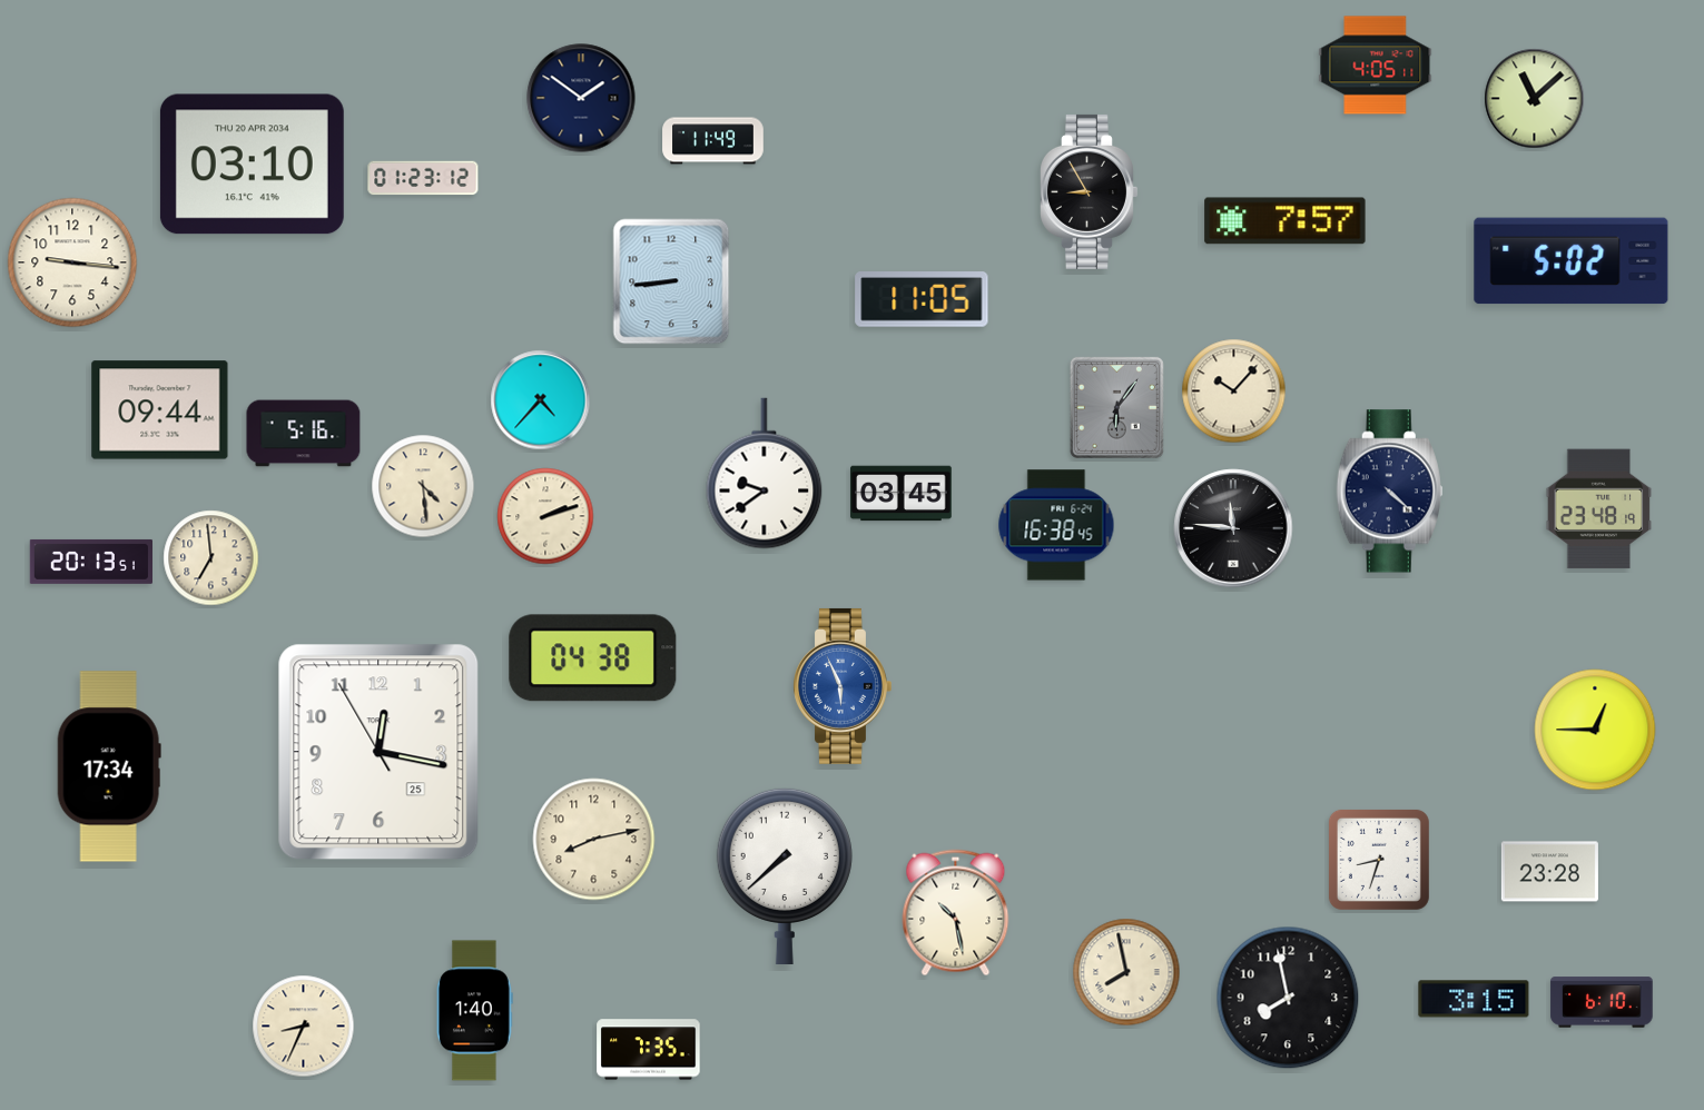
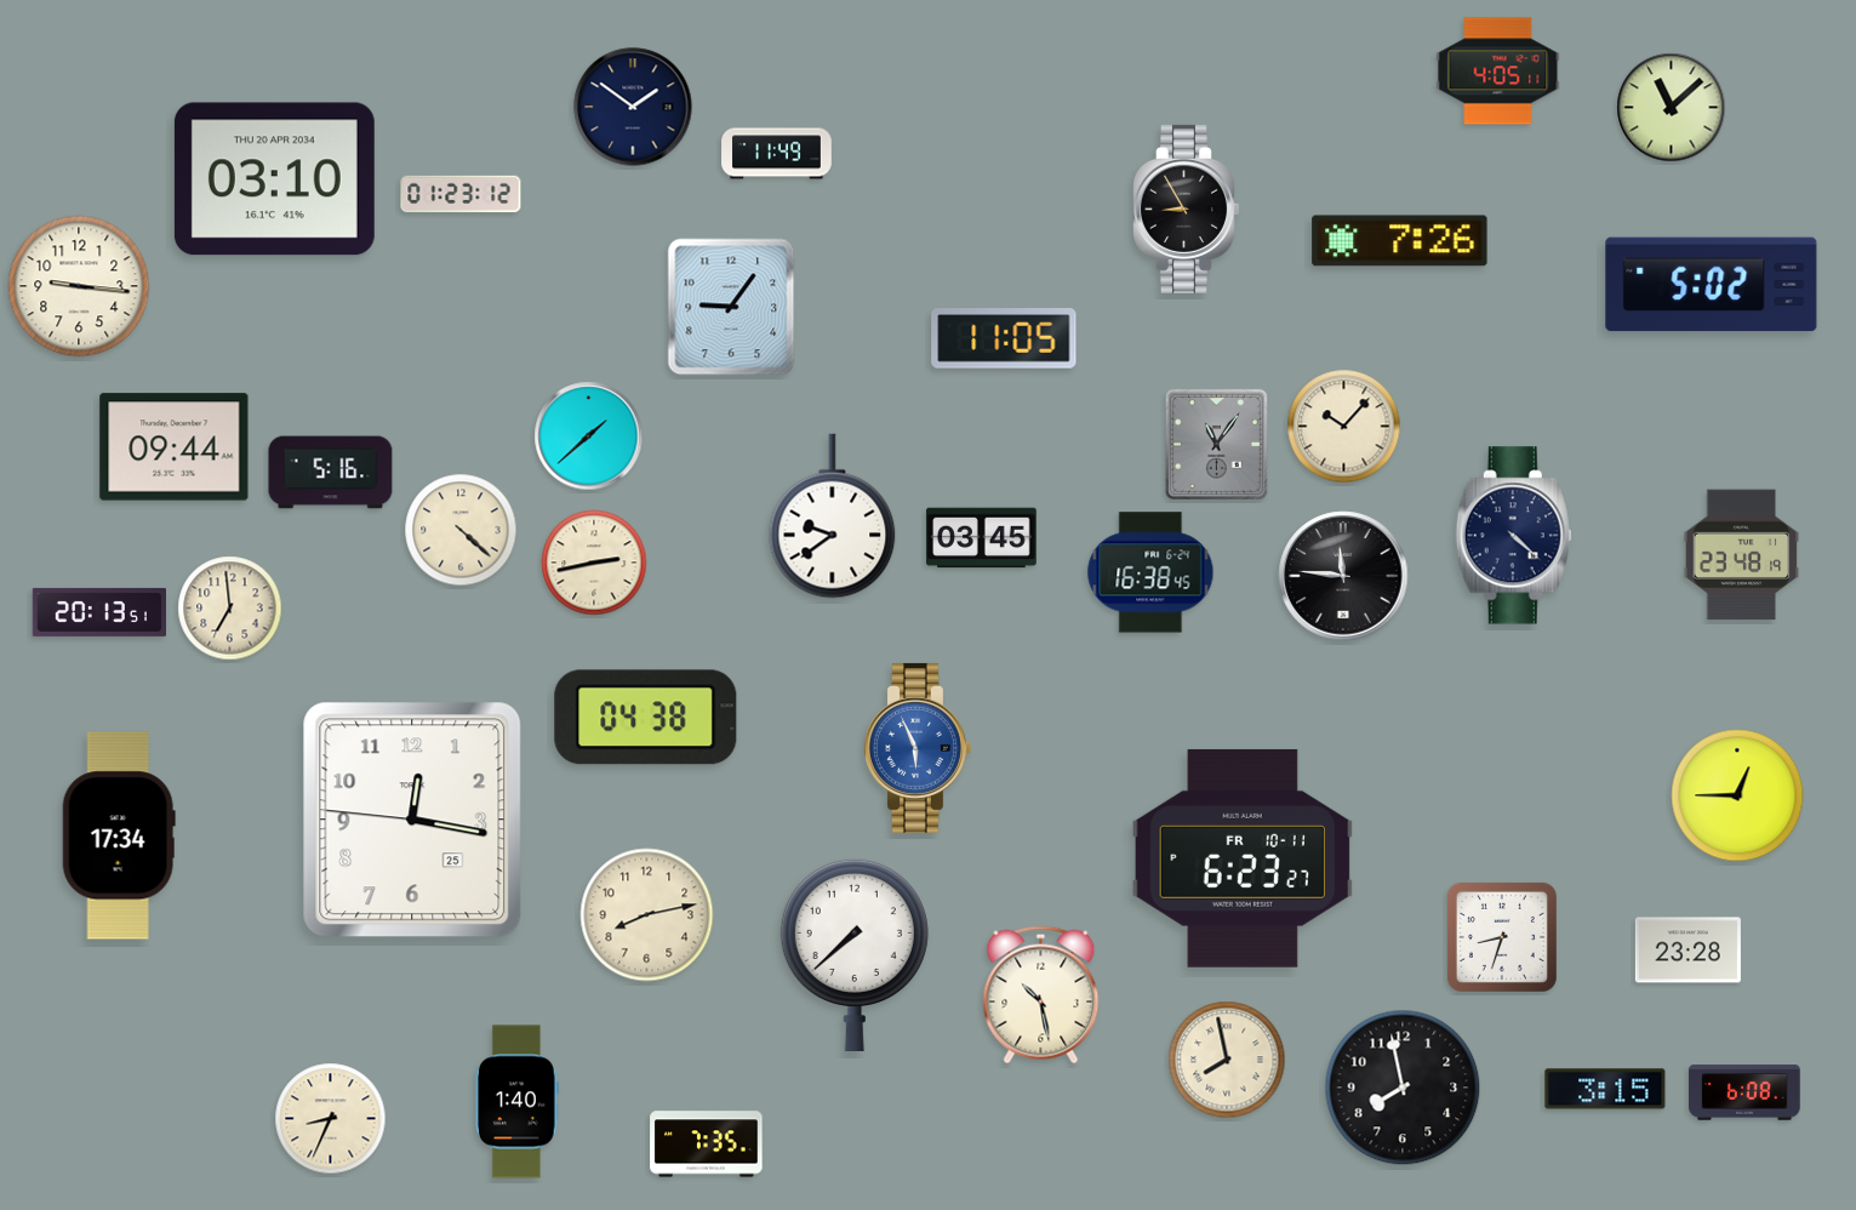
clock at (1286, 221): 7:57 -> 7:26
clock at (671, 281): 8:44 -> 9:06
clock at (922, 299) position: (922, 299) -> (1004, 338)
clock at (541, 400): 4:37 -> 1:38
clock at (1116, 407): 6:06 -> 11:06
clock at (423, 486): 4:29 -> 4:22
clock at (545, 516): 2:12 -> 2:43
clock at (378, 752): 12:16:55 -> 12:16:46
clock at (1243, 858): none -> 6:23
clock at (1602, 1002): 6:10 -> 6:08
